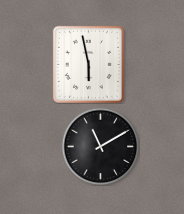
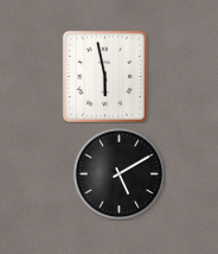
clock at (100, 146): 11:10 -> 5:10
